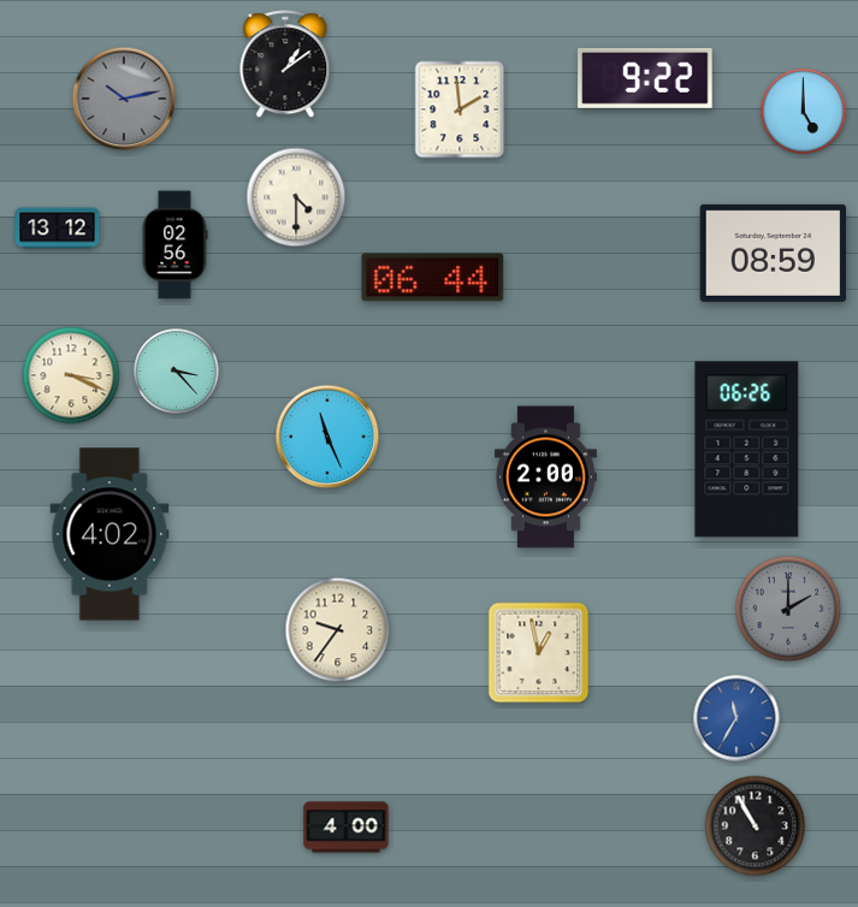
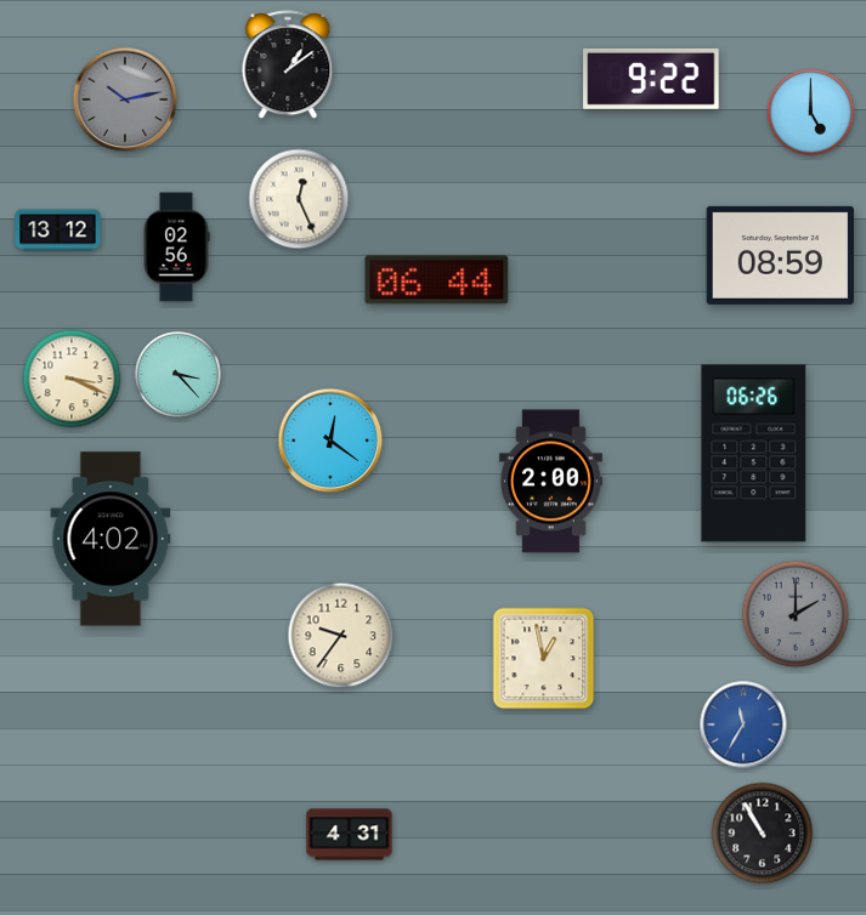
clock at (460, 109): 1:59 -> none
clock at (296, 197): 4:30 -> 12:26
clock at (327, 437): 11:26 -> 12:21
clock at (347, 828): 4:00 -> 4:31
